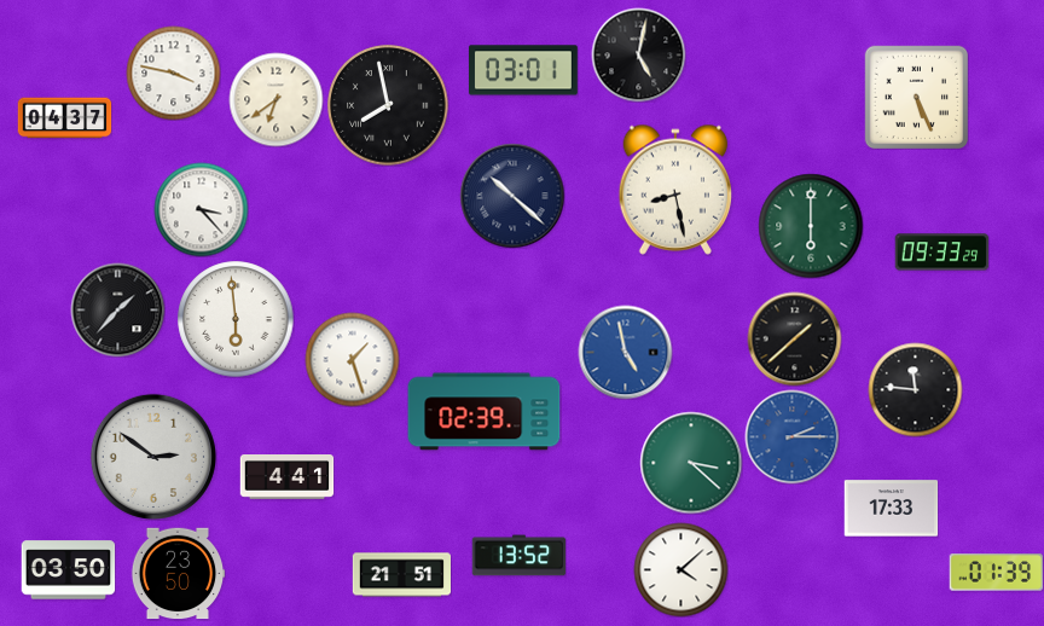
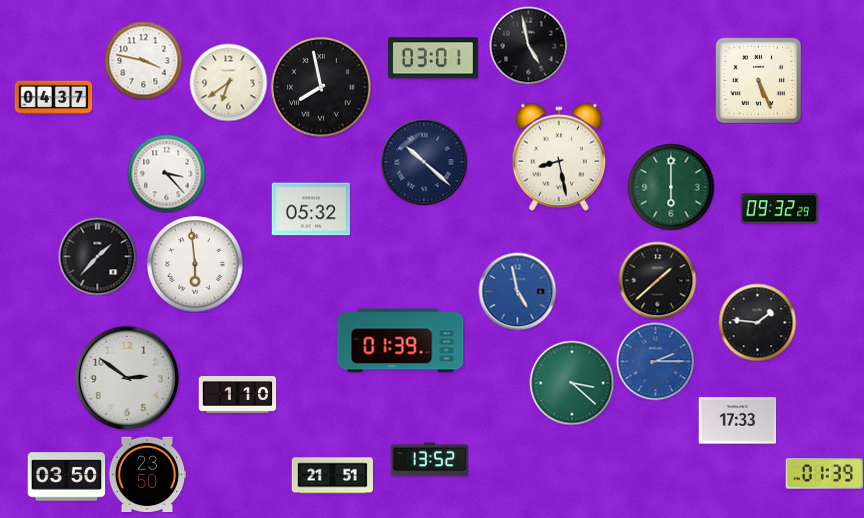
clock at (638, 54): 5:02 -> 4:58
clock at (311, 209): none -> 05:32
clock at (941, 253): 09:33 -> 09:32
clock at (352, 359): 1:27 -> none
clock at (915, 389): 11:46 -> 1:46
clock at (485, 412): 02:39 -> 01:39
clock at (286, 477): 4:41 -> 1:10
clock at (680, 569): 4:08 -> none
clock at (68, 570) position: (68, 570) -> (66, 477)
